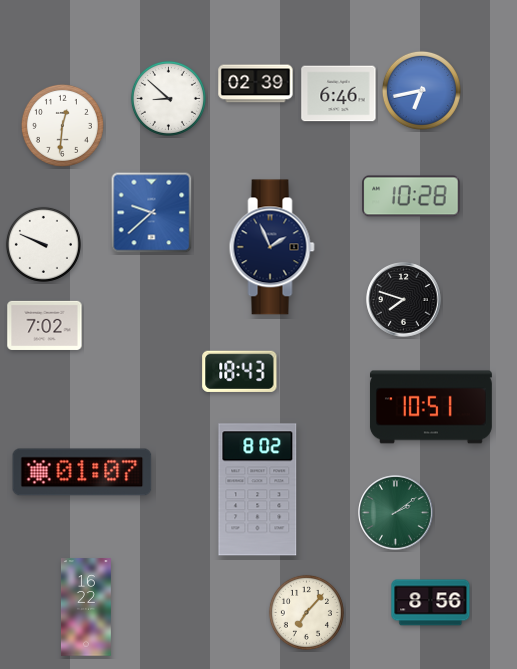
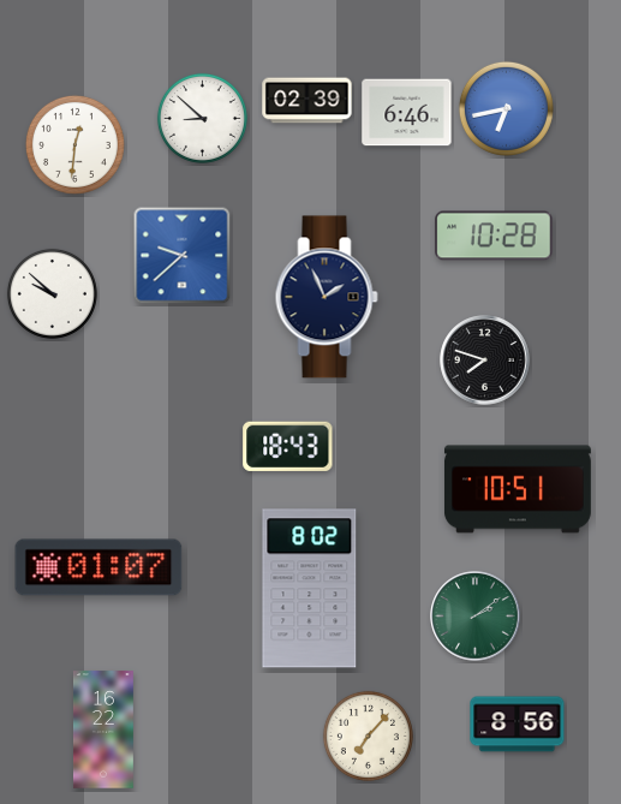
clock at (62, 125) position: (62, 125) -> (74, 144)
clock at (43, 244): 9:49 -> 9:52
clock at (45, 325): 7:02 -> none
